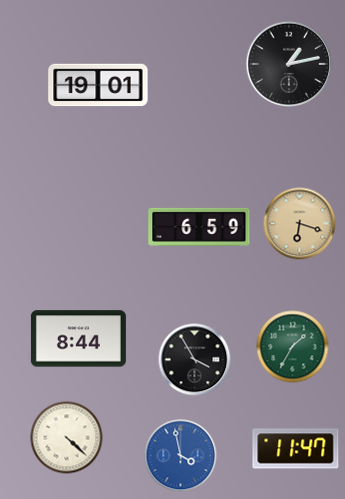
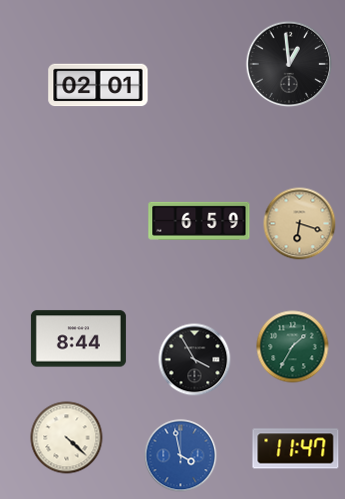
clock at (289, 64): 1:13 -> 12:59
clock at (98, 85): 19:01 -> 02:01
clock at (199, 227) position: (199, 227) -> (199, 221)
